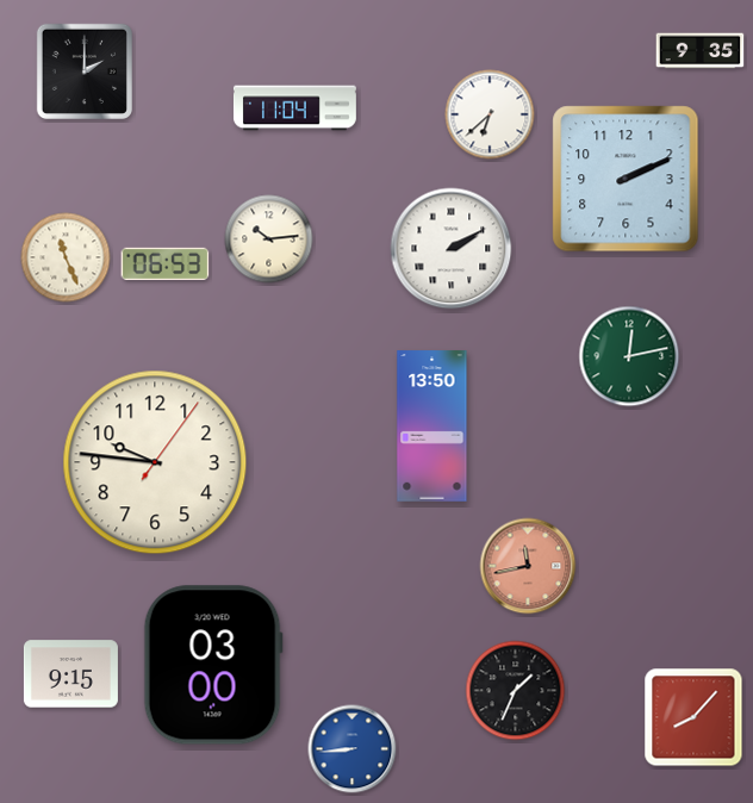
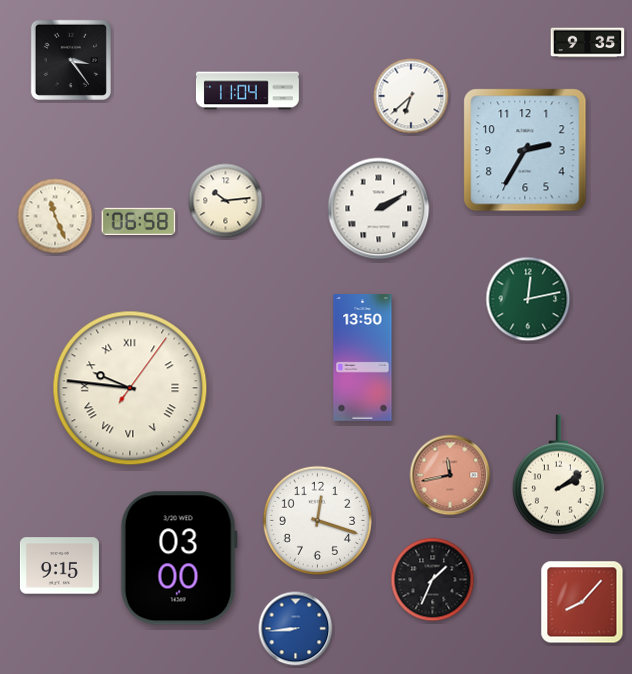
clock at (85, 71): 2:00 -> 3:24
clock at (626, 179): 2:11 -> 2:35
clock at (166, 263): 06:53 -> 06:58
clock at (155, 462) numerals: Arabic -> Roman
clock at (528, 566) position: (528, 566) -> (450, 475)
clock at (558, 475): none -> 2:09
clock at (317, 520): none -> 12:18
